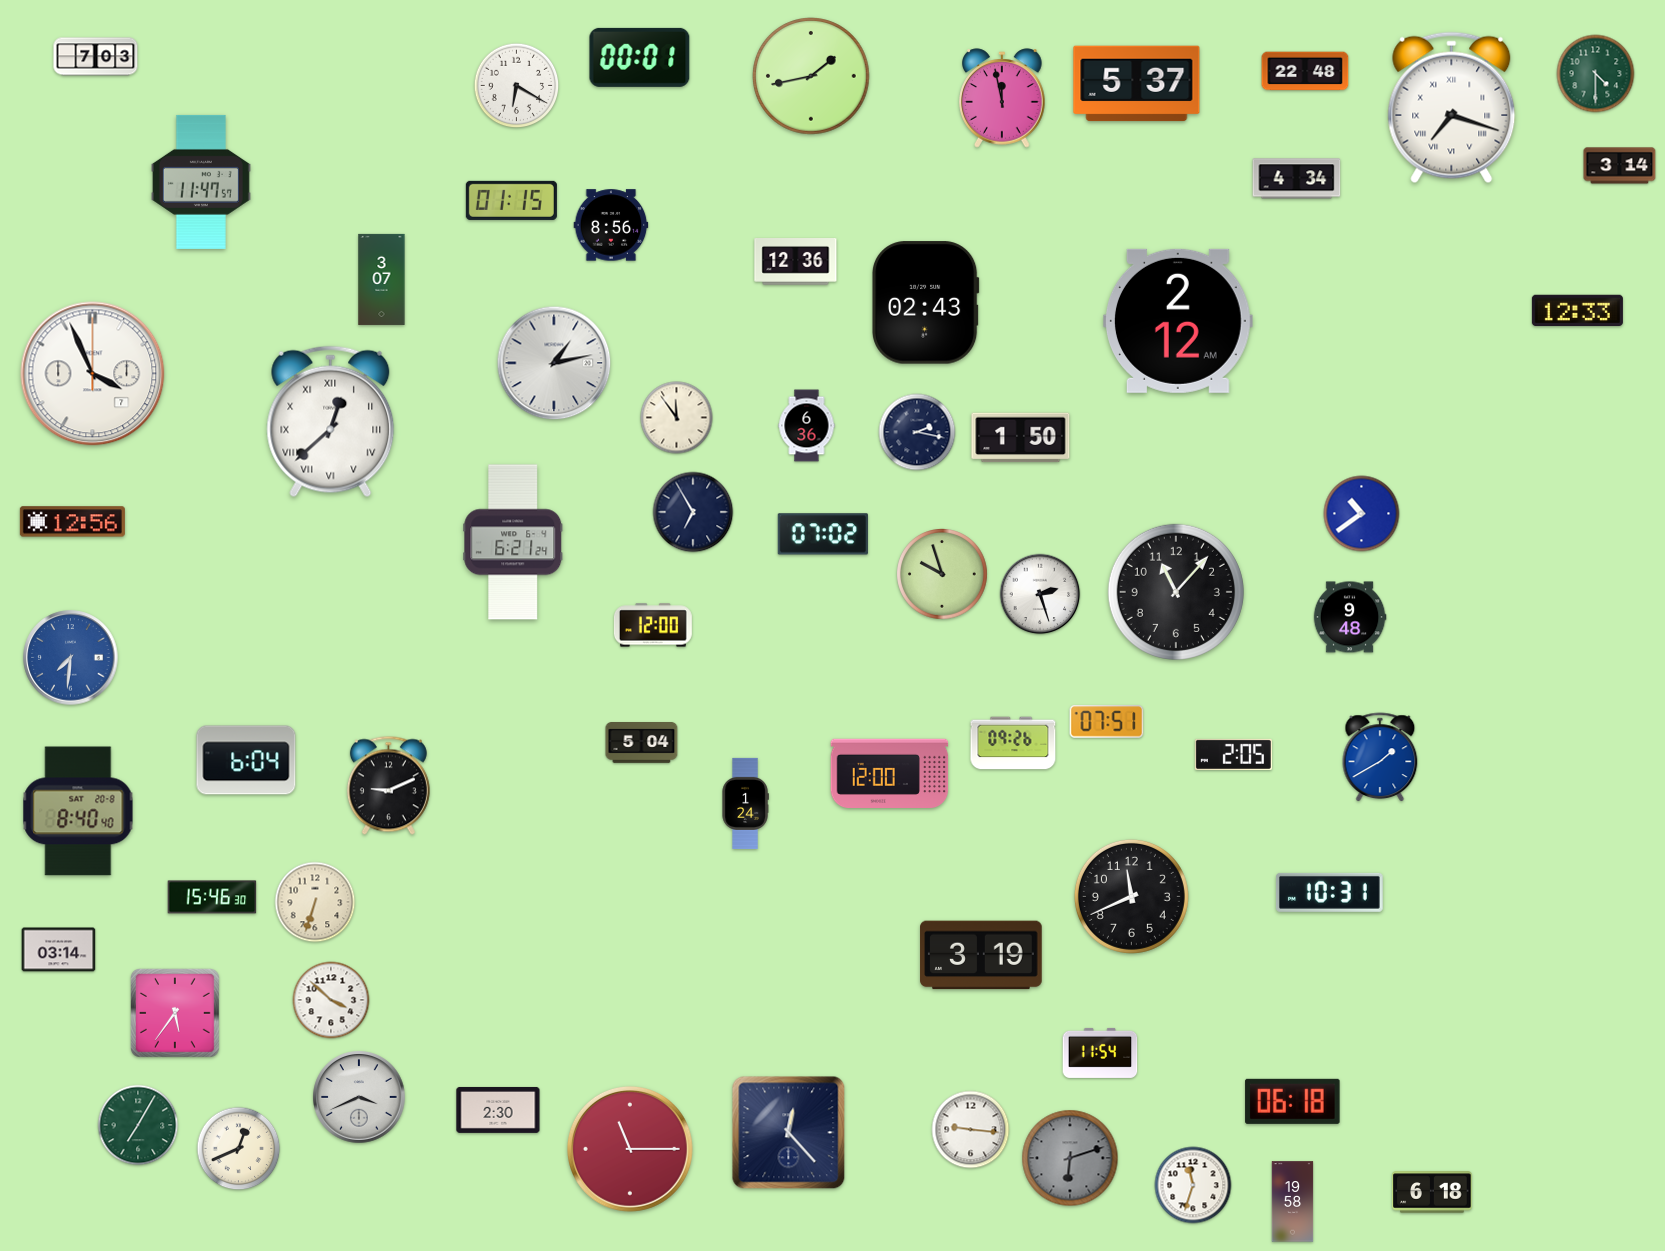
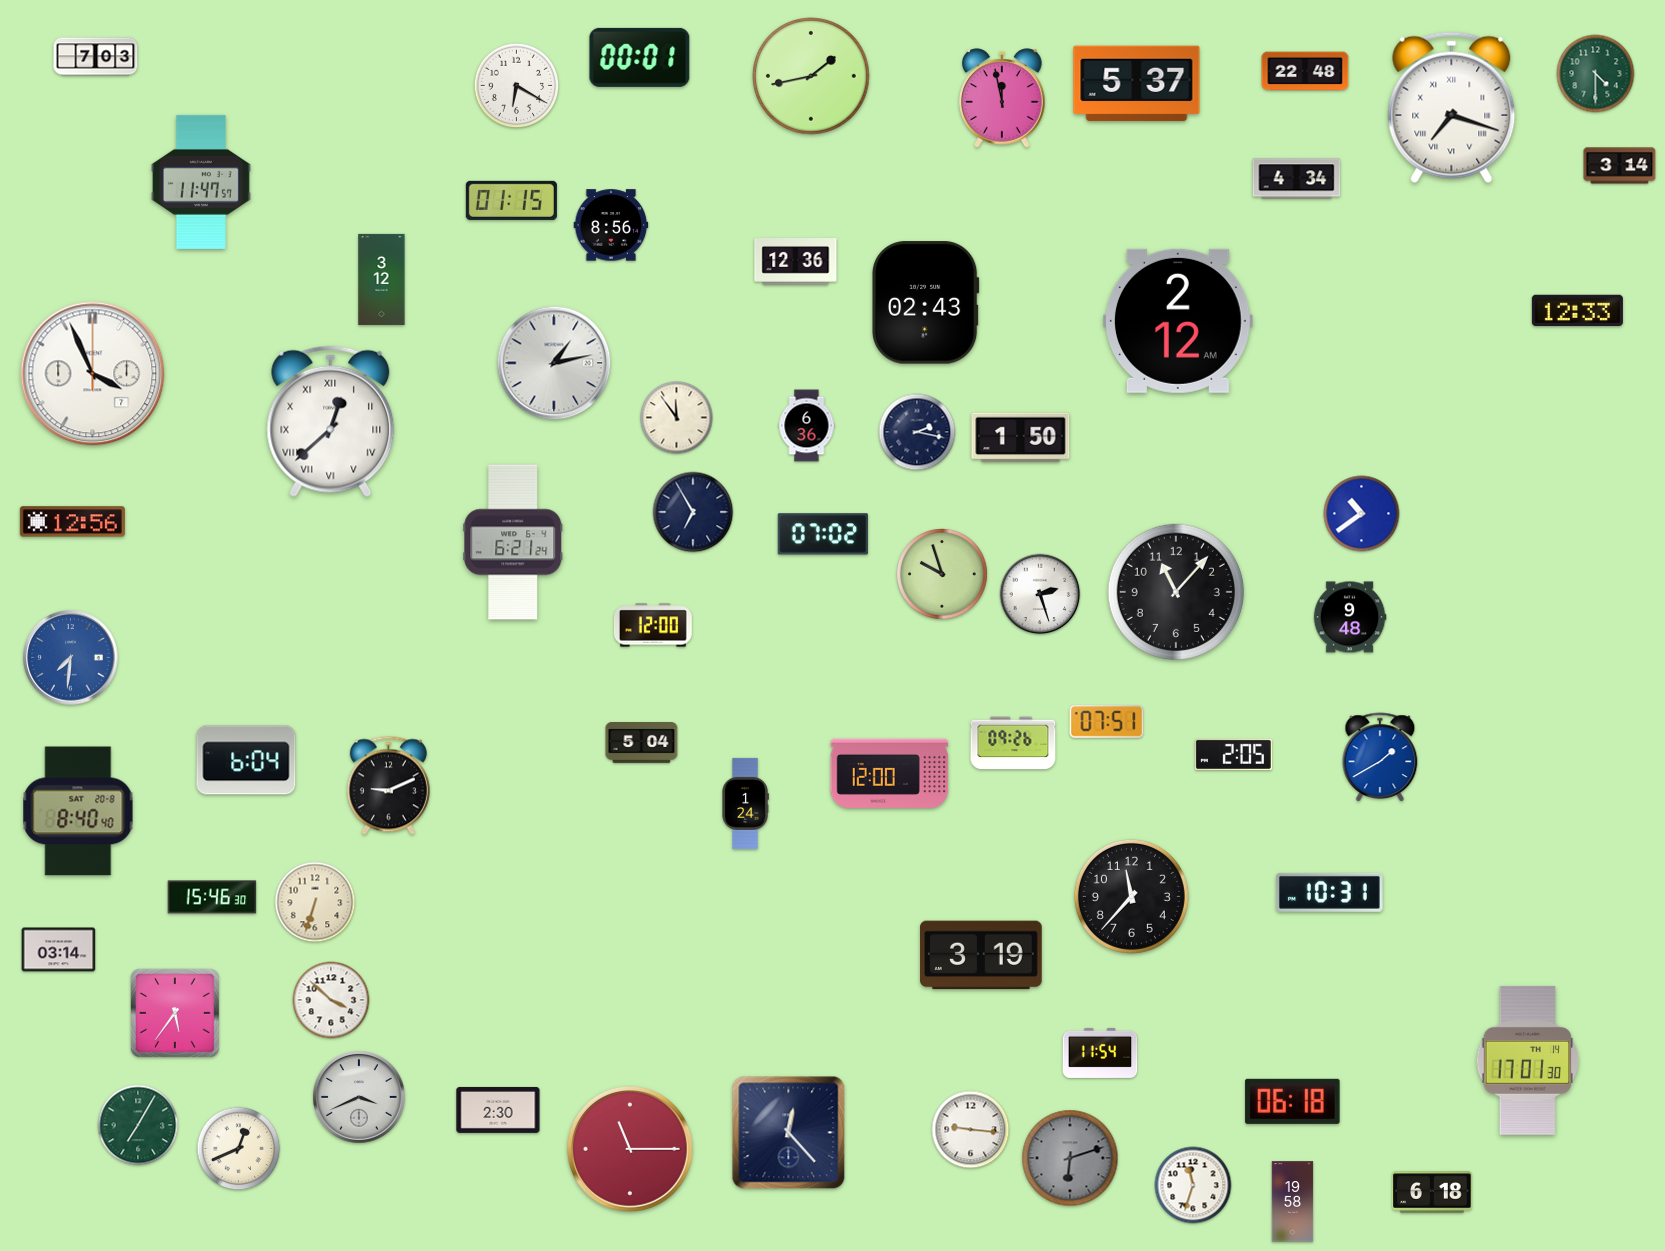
clock at (382, 279): 3:07 -> 3:12
clock at (1131, 896): 11:41 -> 11:37
clock at (1528, 1060): none -> 17:01
